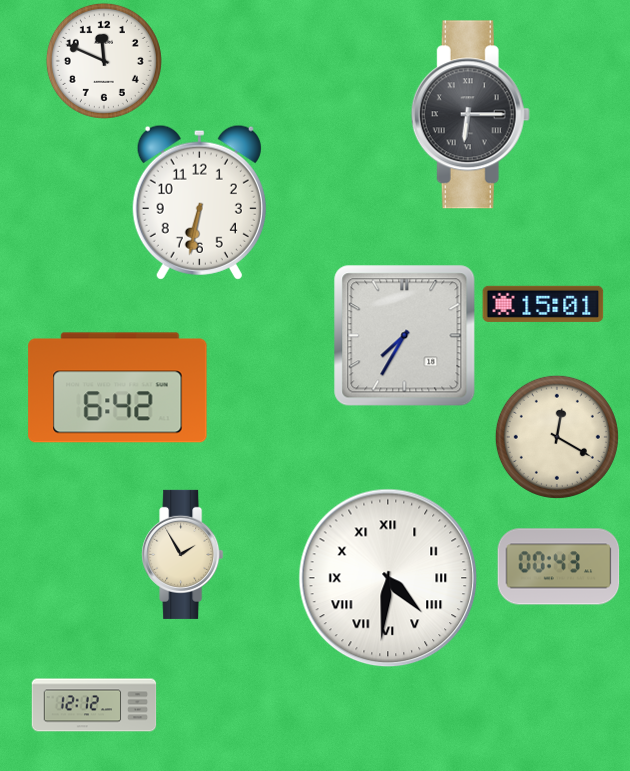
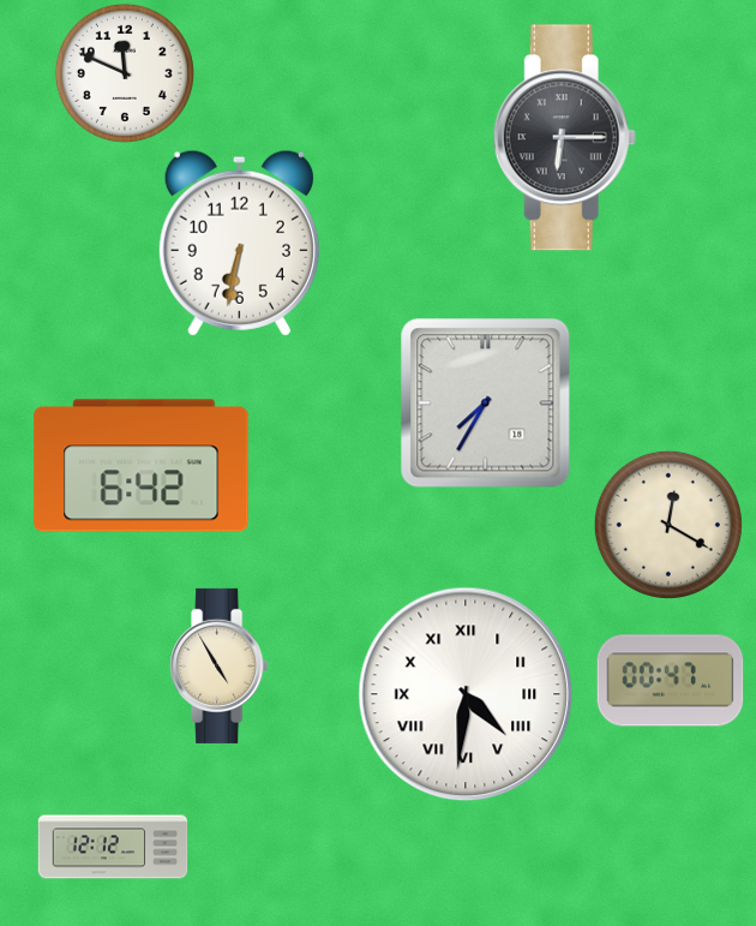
clock at (543, 304): 15:01 -> none
clock at (183, 554): 1:55 -> 4:55
clock at (559, 567): 00:43 -> 00:47
